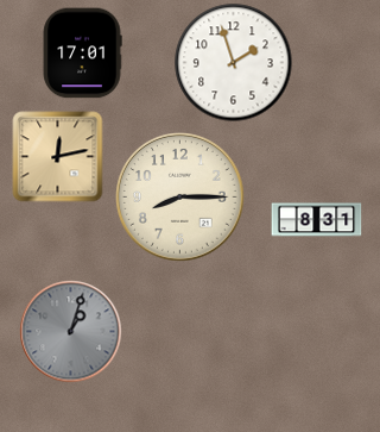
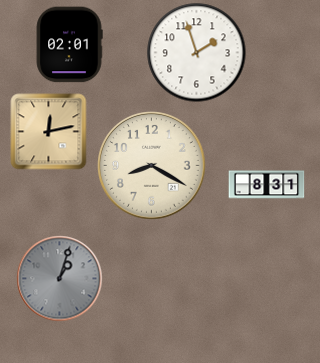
clock at (82, 54): 17:01 -> 02:01
clock at (180, 198): 8:15 -> 8:20
